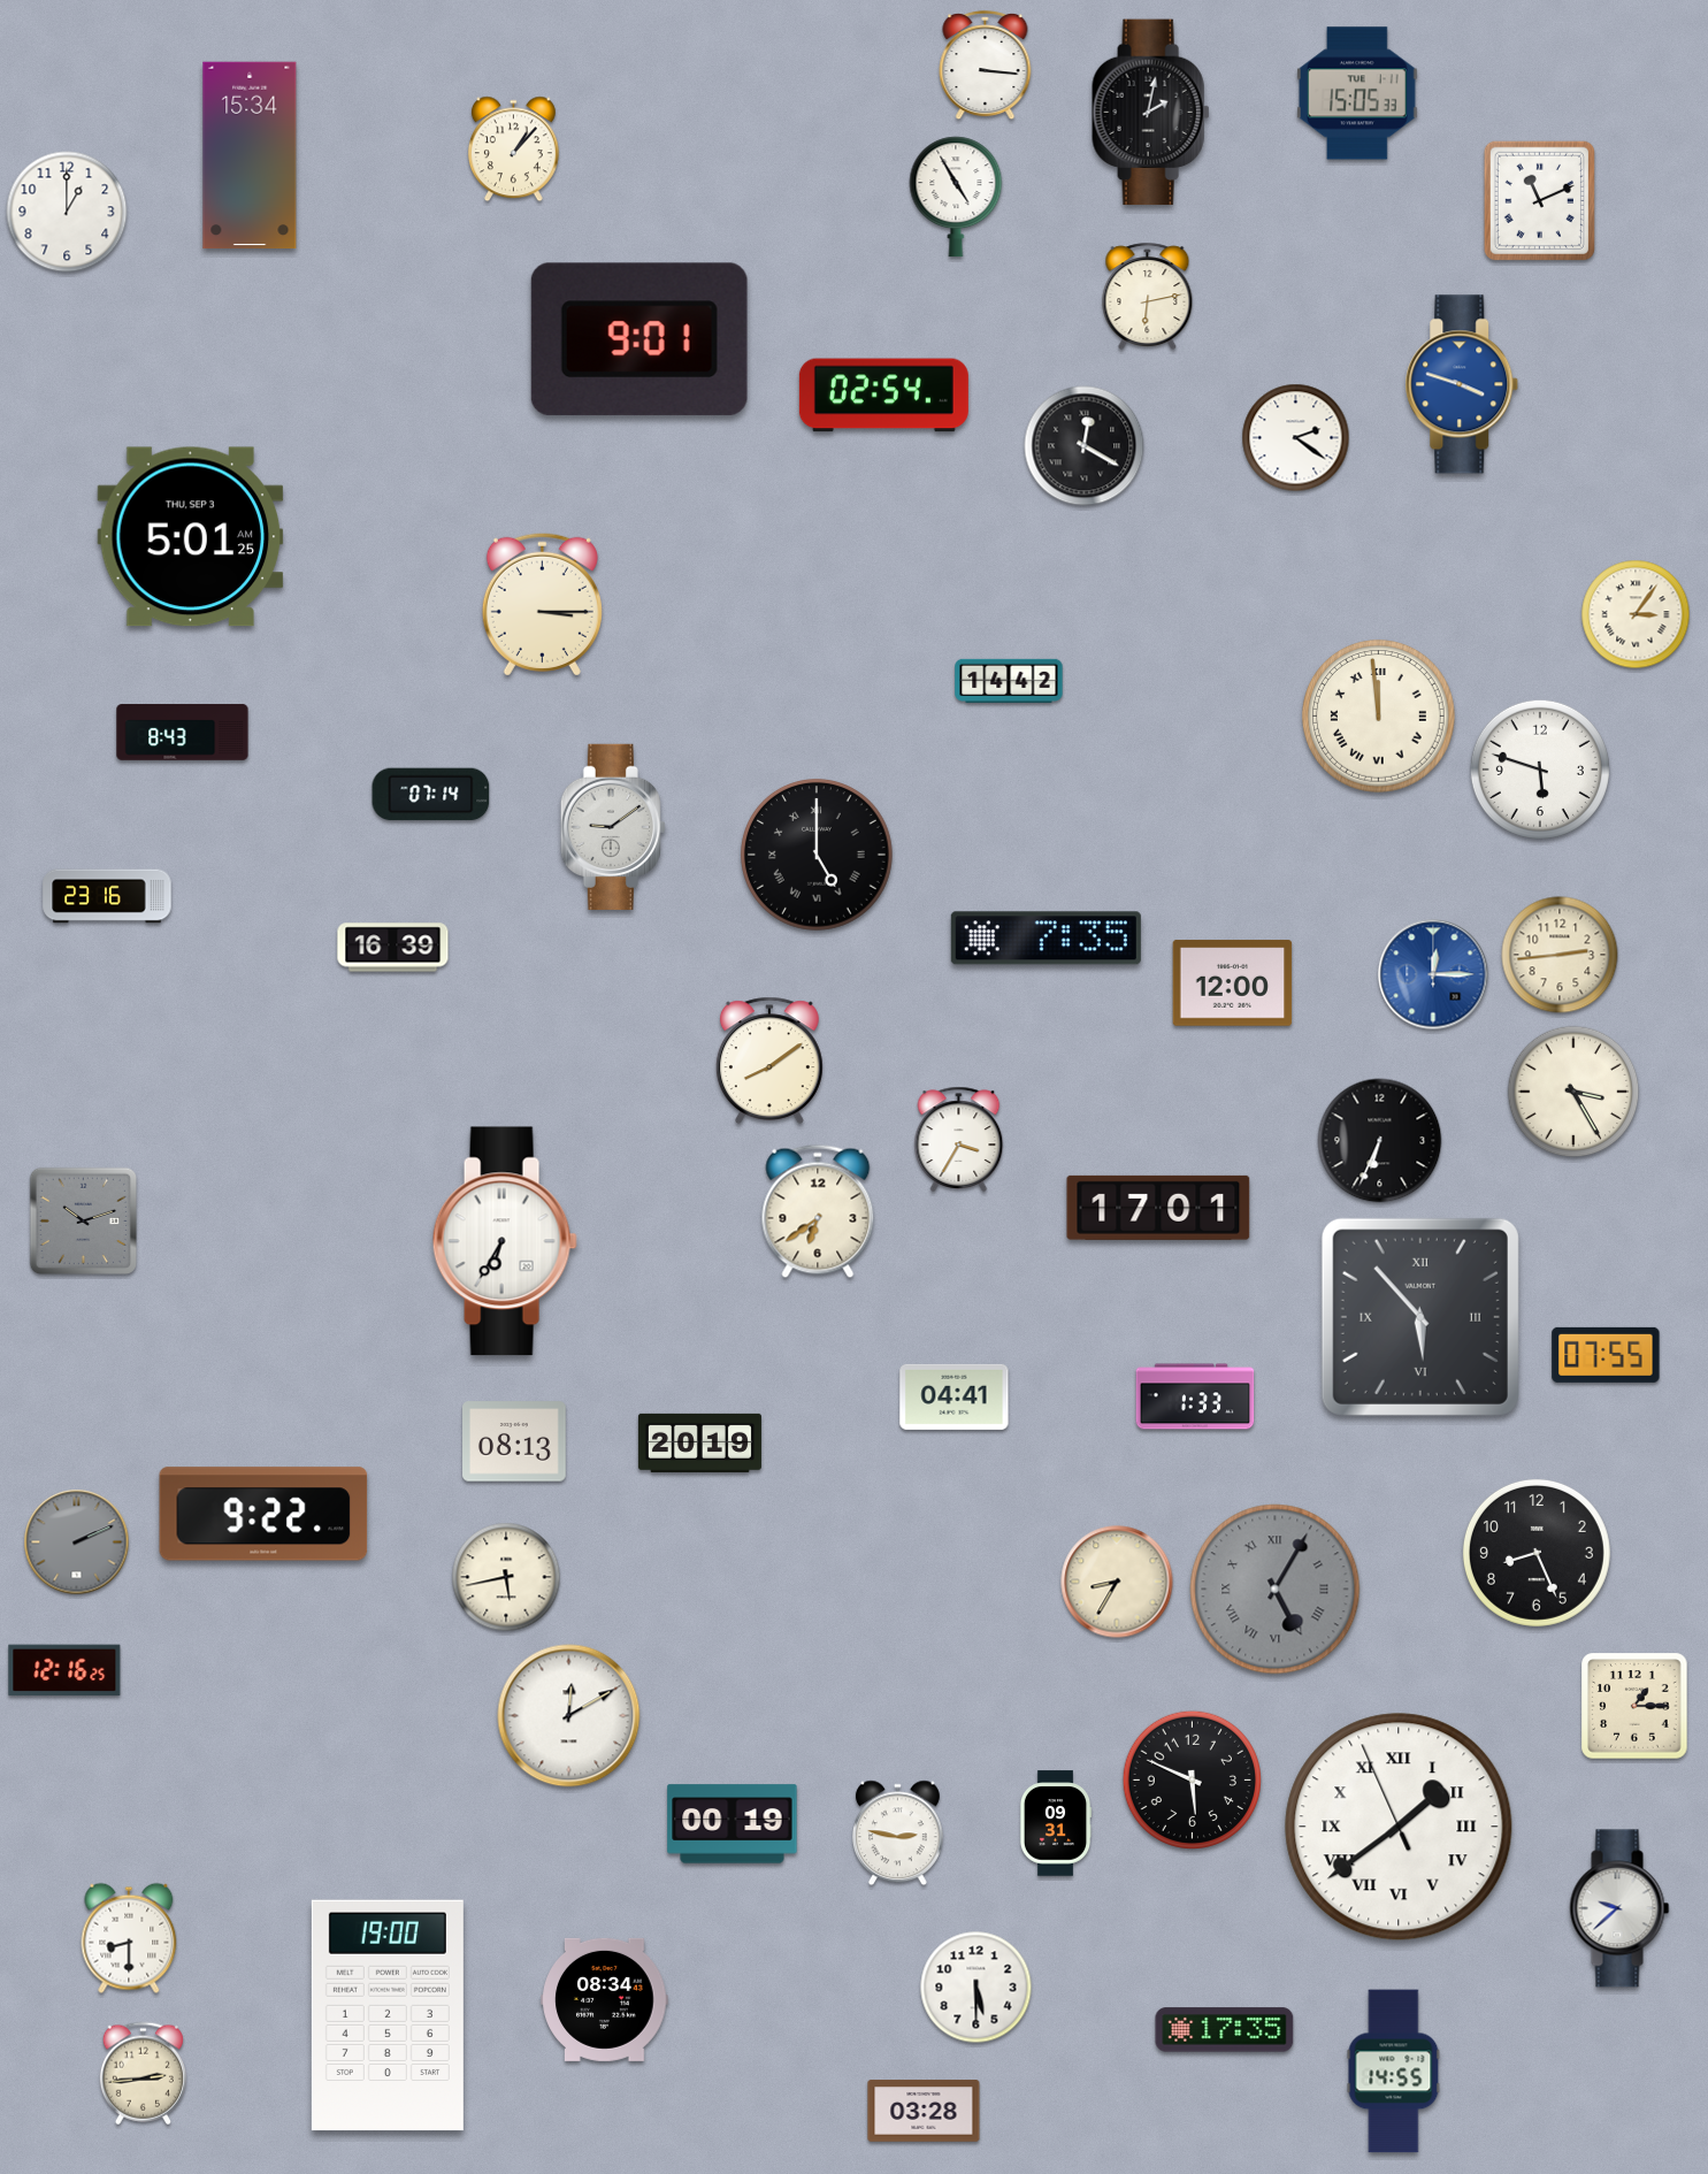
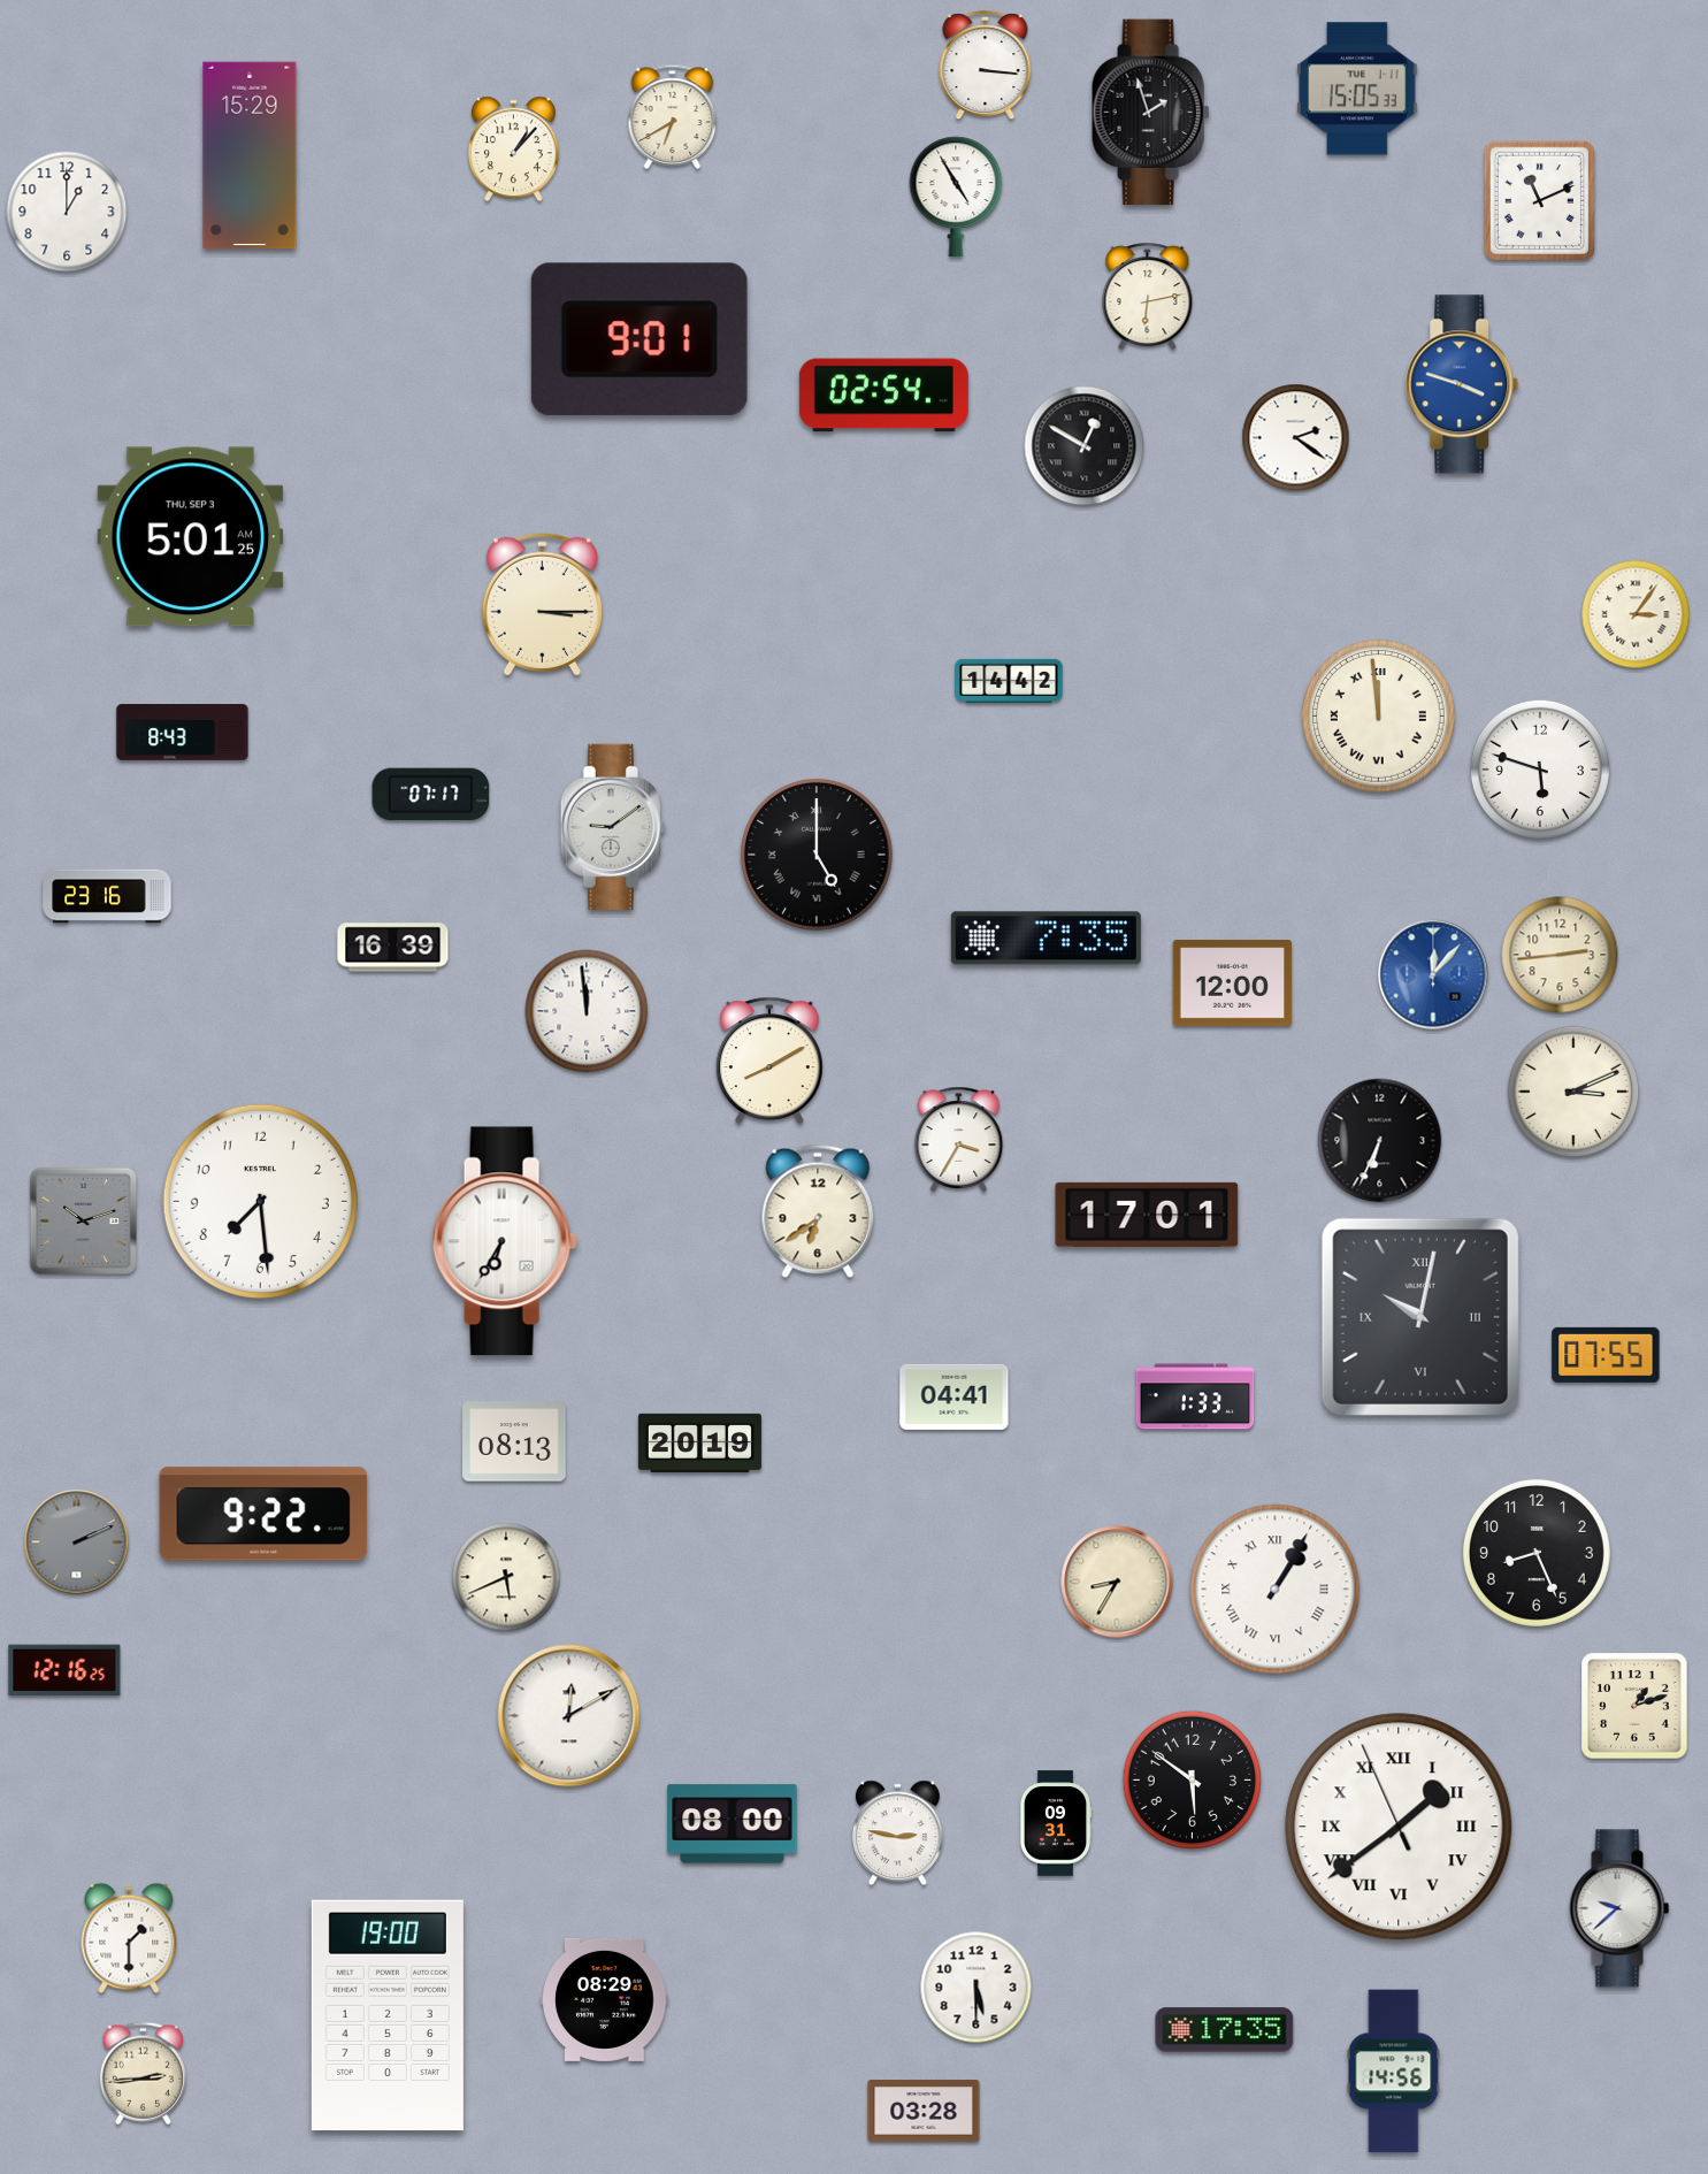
clock at (1357, 93) position: (1357, 93) -> (1357, 89)
clock at (1151, 113): 2:02 -> 1:57
clock at (673, 116): none -> 6:40
clock at (250, 155): 15:34 -> 15:29
clock at (1085, 446): 12:20 -> 12:50
clock at (431, 795): 07:14 -> 07:17
clock at (1433, 974): 12:15 -> 12:07
clock at (587, 1011): none -> 11:59
clock at (769, 1061): 8:09 -> 8:10
clock at (1573, 1092): 3:25 -> 3:11
clock at (260, 1201): none -> 7:29
clock at (1158, 1208) position: (1158, 1208) -> (1147, 1215)
clock at (1420, 1317): 5:53 -> 10:02
clock at (506, 1577): 5:43 -> 5:41
clock at (1276, 1590): 5:05 -> 1:05
clock at (1276, 1590) dial: grey -> white
clock at (1634, 1706): 1:15 -> 1:12
clock at (1192, 1779): 5:49 -> 5:51
clock at (733, 1824): 00:19 -> 08:00
clock at (129, 1938): 8:30 -> 1:30
clock at (605, 1999): 08:34 -> 08:29
clock at (1394, 2072): 14:55 -> 14:56
